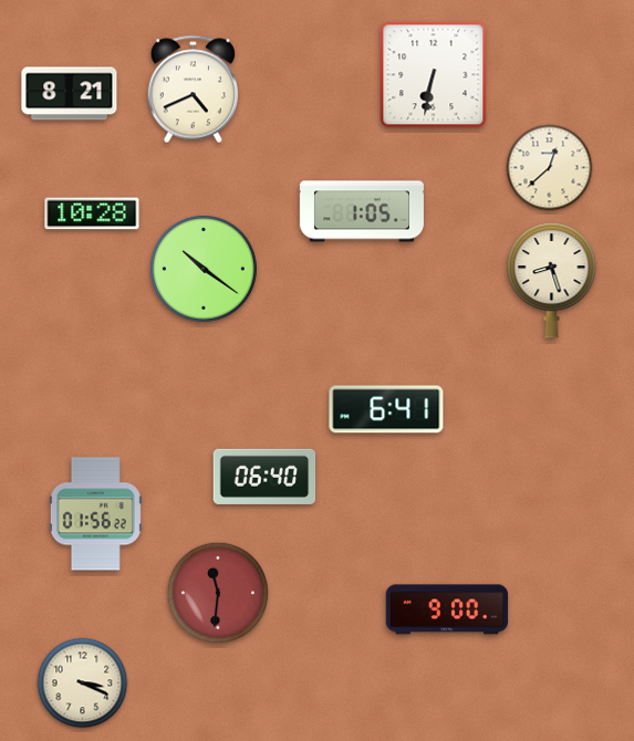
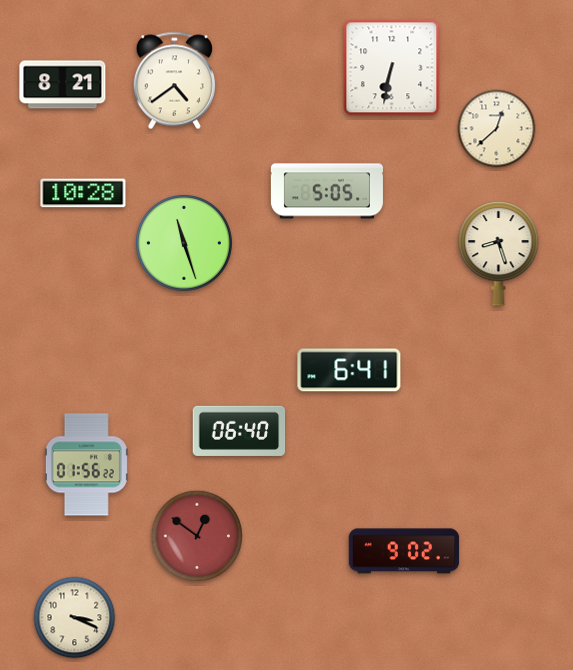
clock at (193, 90): 4:41 -> 4:39
clock at (550, 168) position: (550, 168) -> (497, 129)
clock at (362, 211): 1:05 -> 5:05
clock at (204, 269): 10:21 -> 11:27
clock at (217, 592): 11:31 -> 12:51
clock at (447, 609): 9:00 -> 9:02
